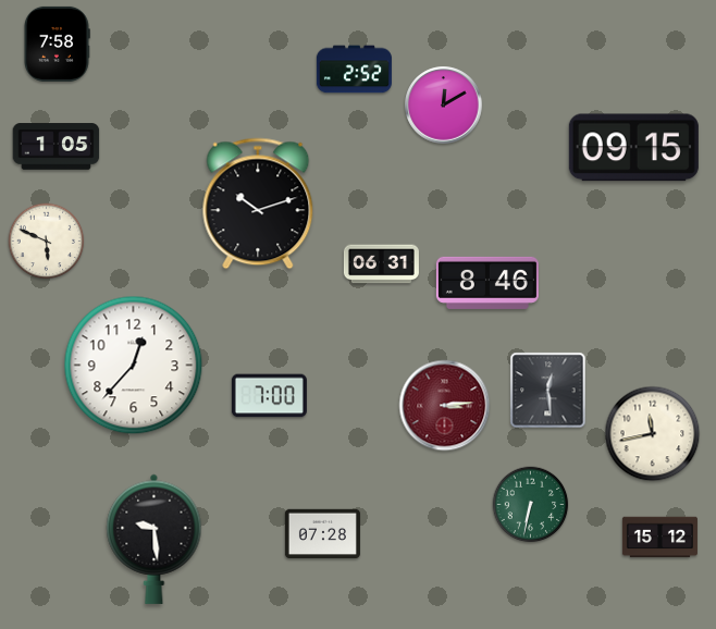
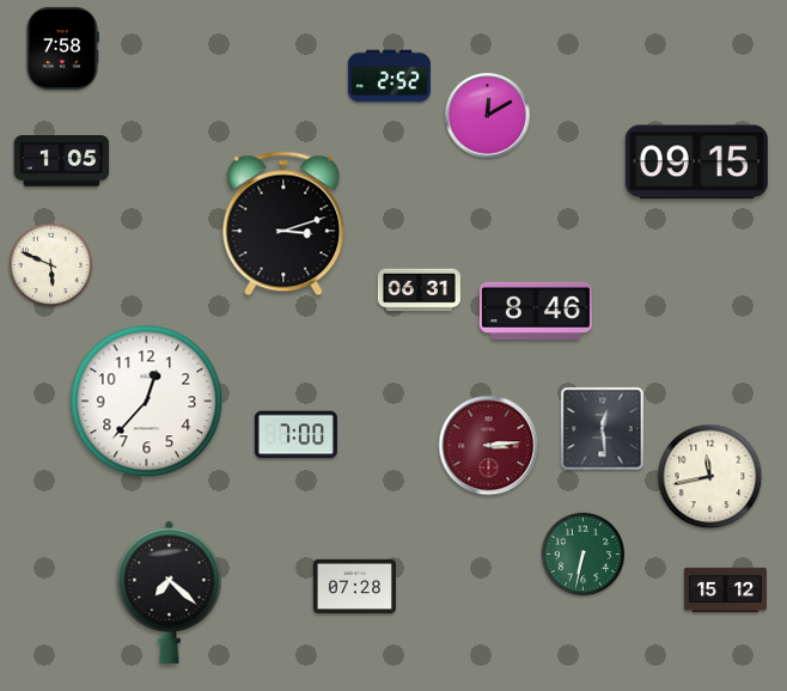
clock at (258, 203): 10:12 -> 3:12
clock at (653, 434) position: (653, 434) -> (710, 477)
clock at (155, 539): 9:29 -> 7:22
